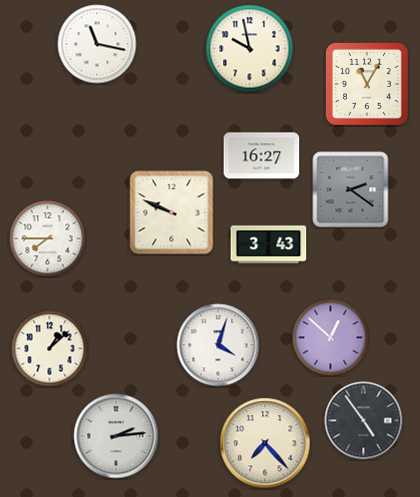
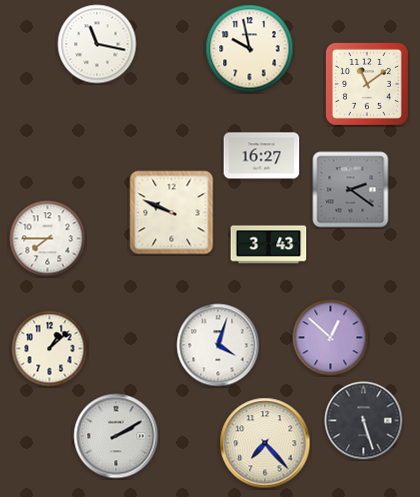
clock at (367, 84): 11:05 -> 11:09
clock at (364, 421): 4:54 -> 5:27
clock at (116, 436): 2:14 -> 2:10
